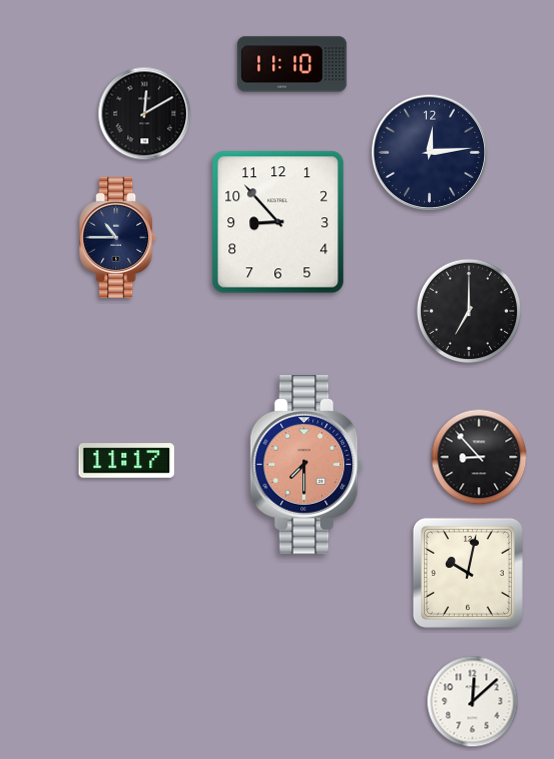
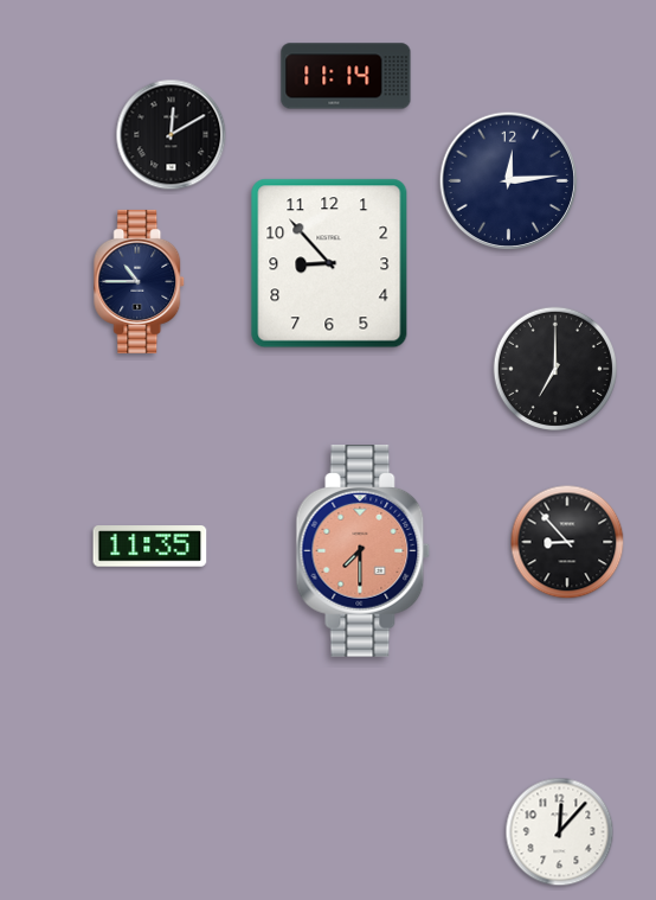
clock at (292, 64): 11:10 -> 11:14
clock at (127, 461): 11:17 -> 11:35
clock at (468, 573): 10:02 -> none
clock at (473, 702): 12:08 -> 12:07
